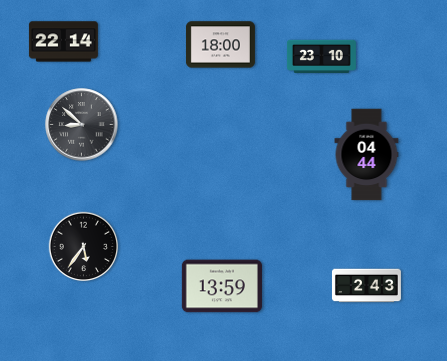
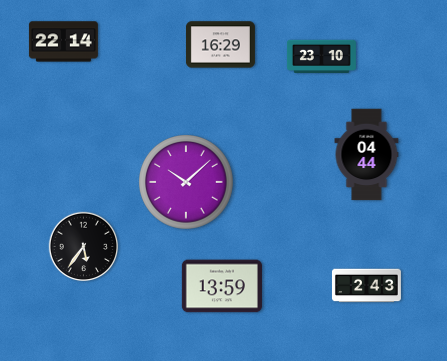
clock at (220, 45): 18:00 -> 16:29
clock at (82, 125): 8:52 -> none
clock at (187, 183): none -> 10:08
